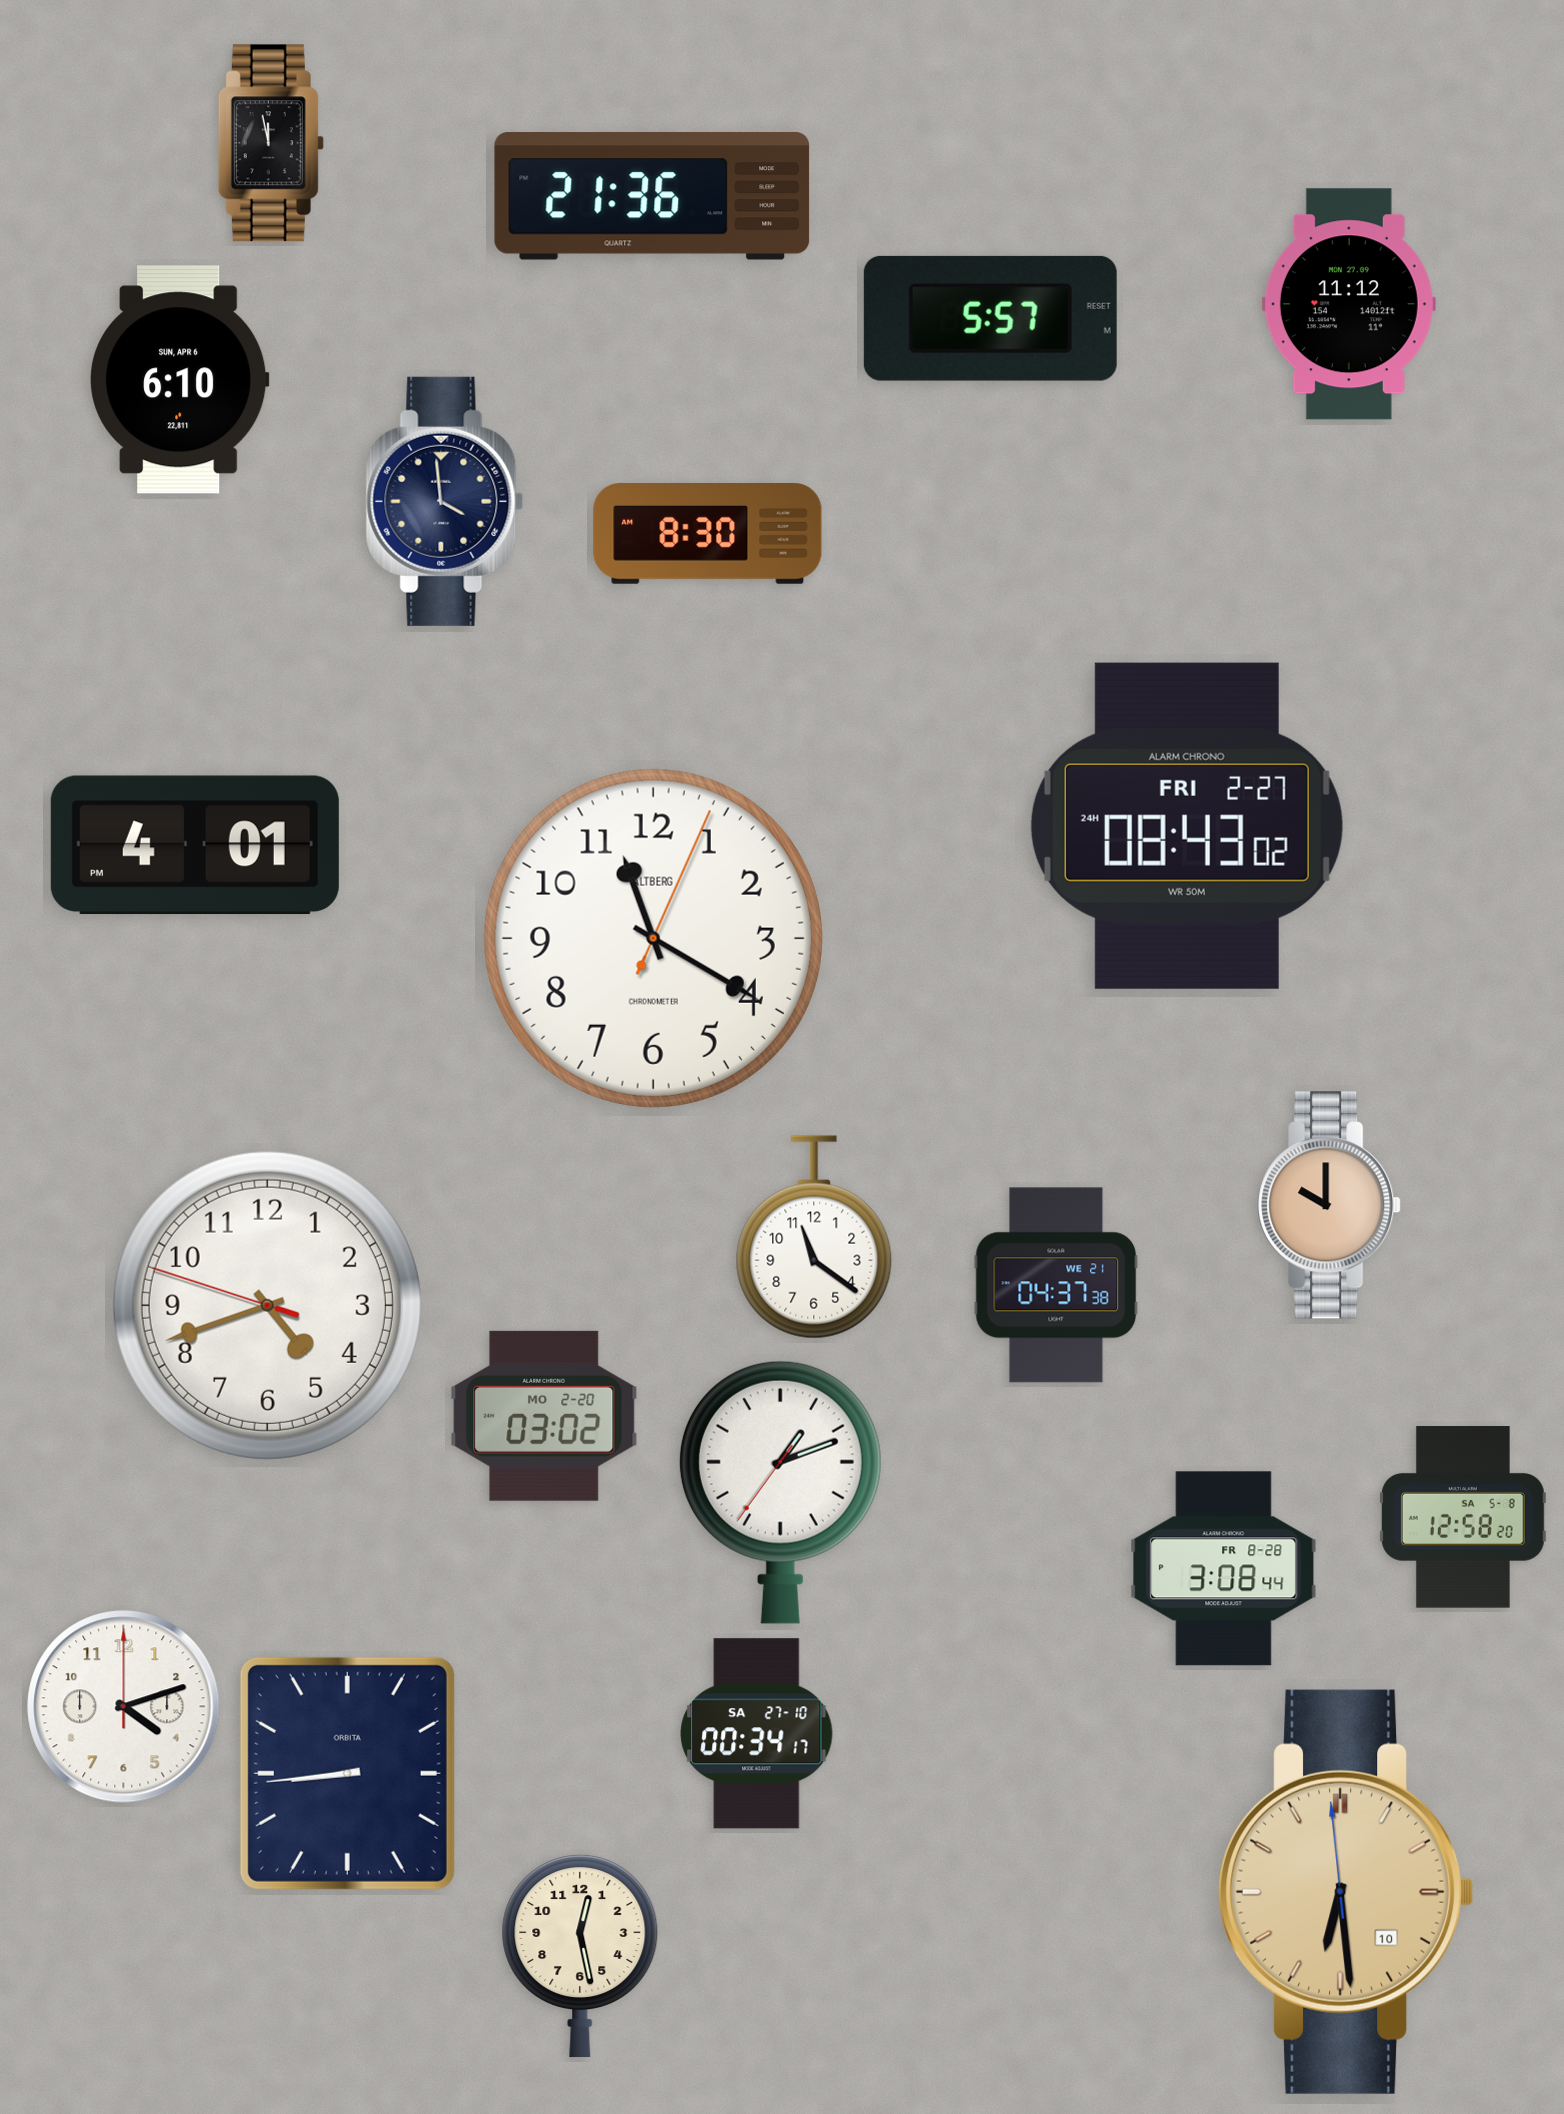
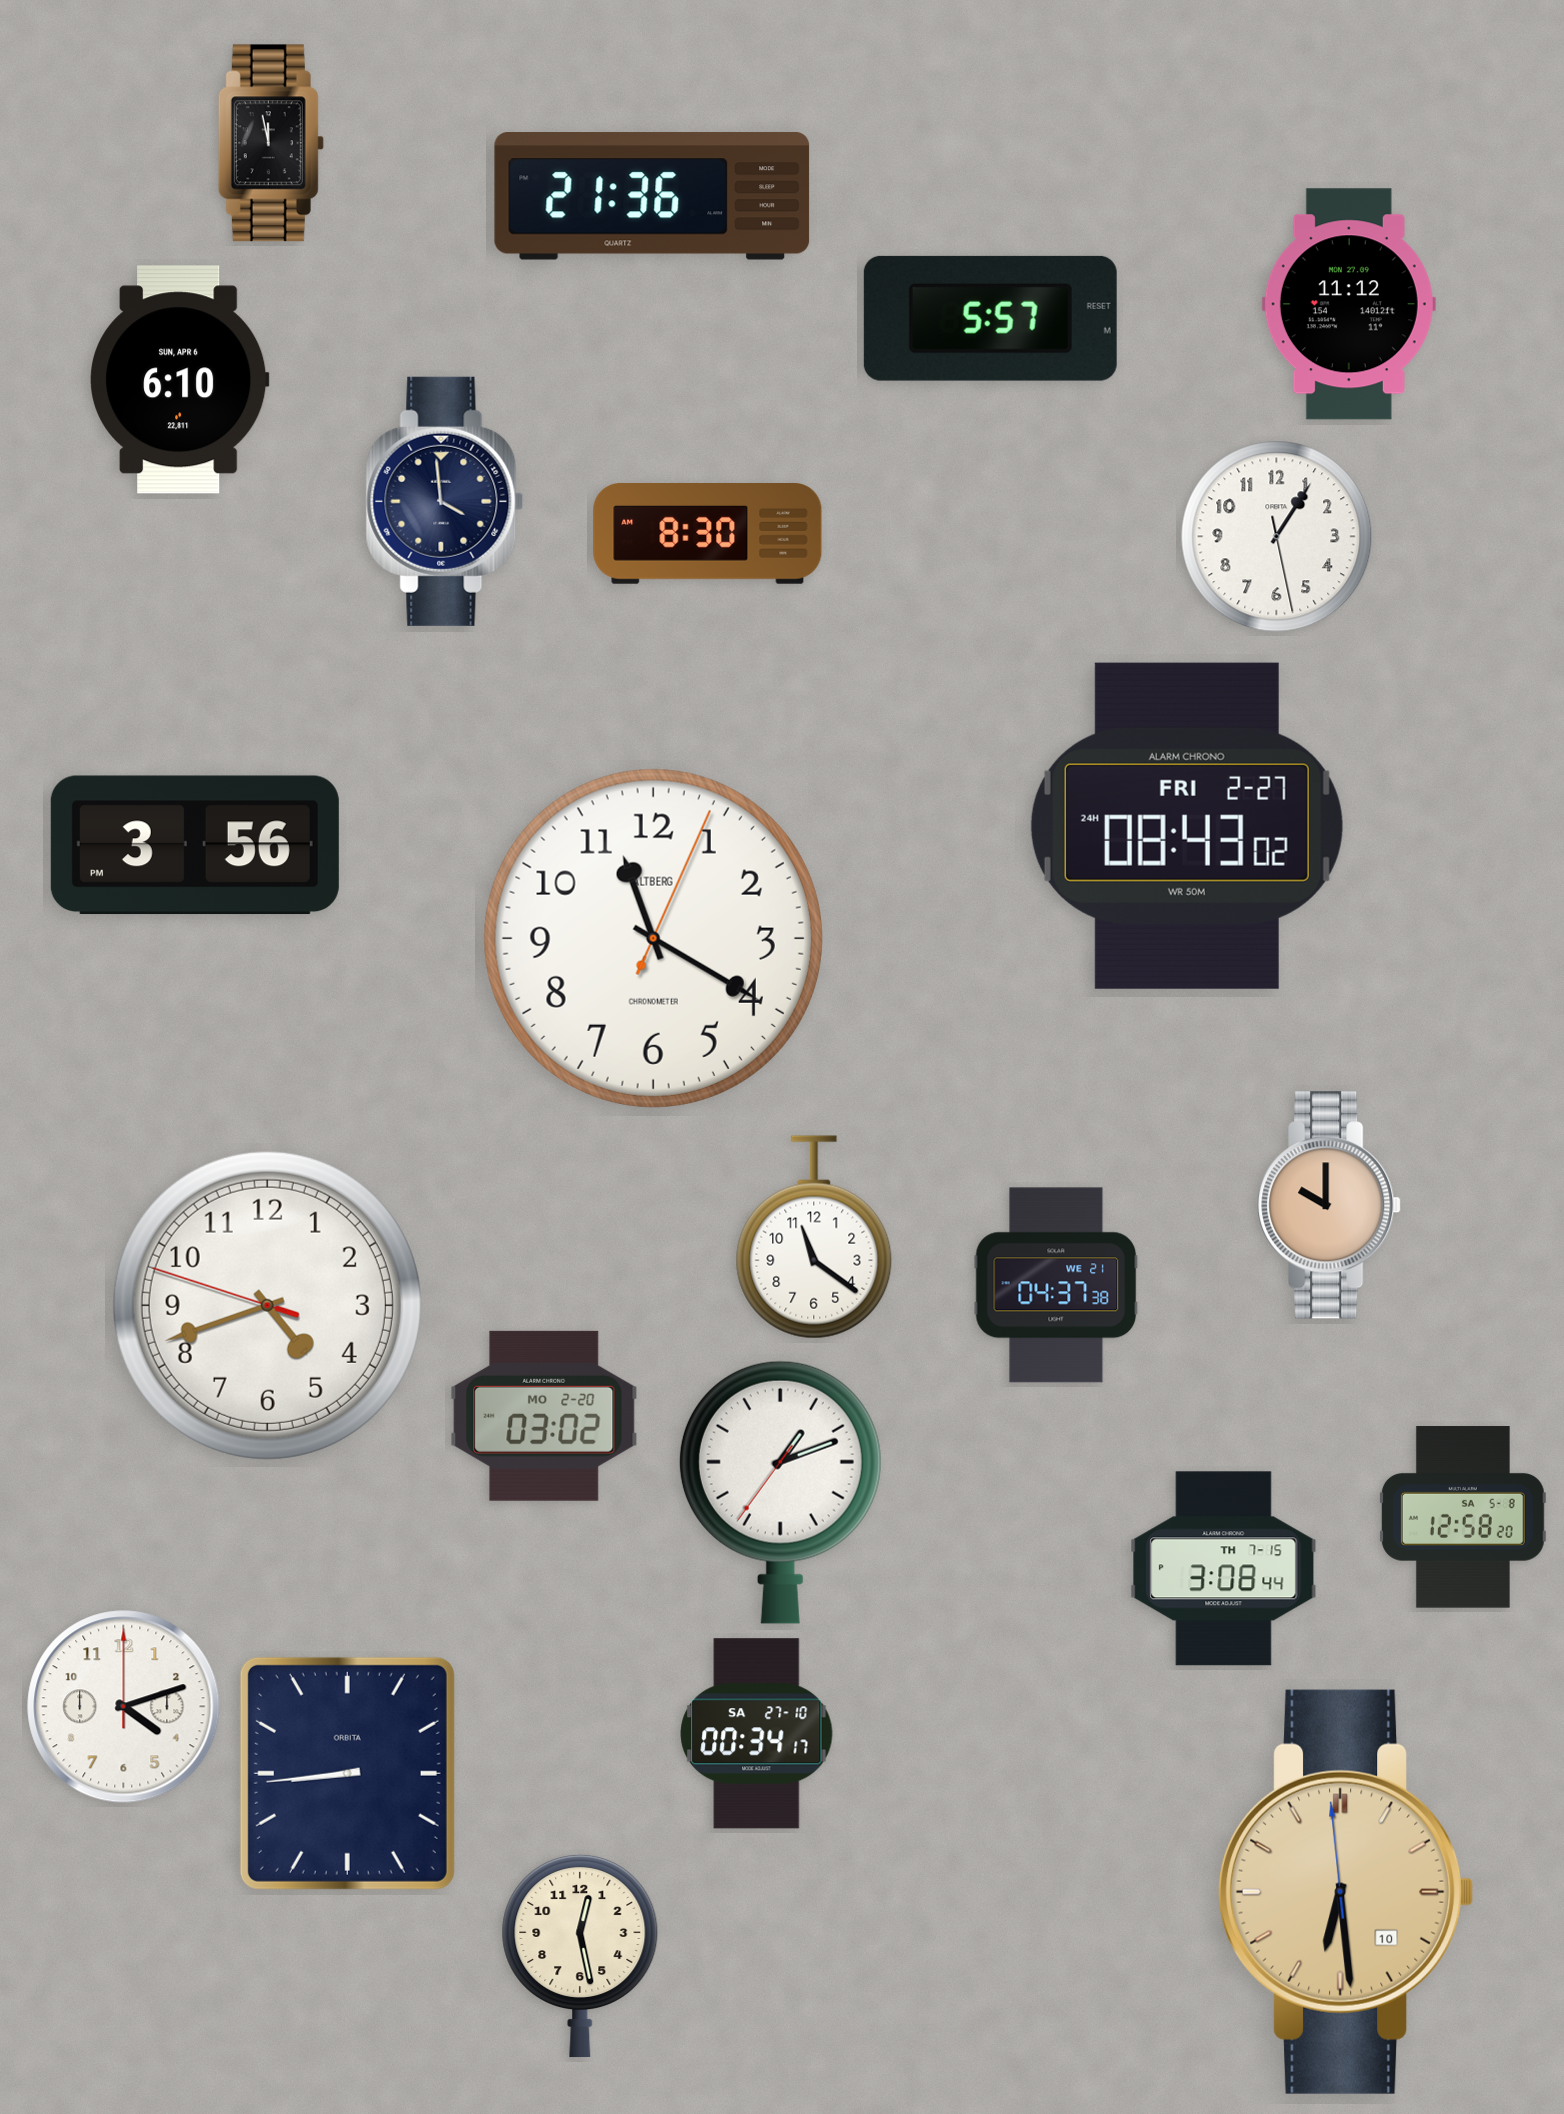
clock at (1277, 537): none -> 1:05
clock at (195, 845): 4:01 -> 3:56
clock at (1224, 1569) date: FR 8-28 -> TH 7-15
